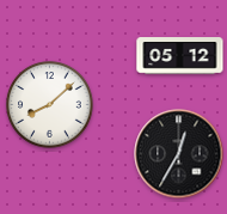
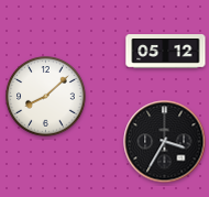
clock at (179, 154): 12:35 -> 3:35
